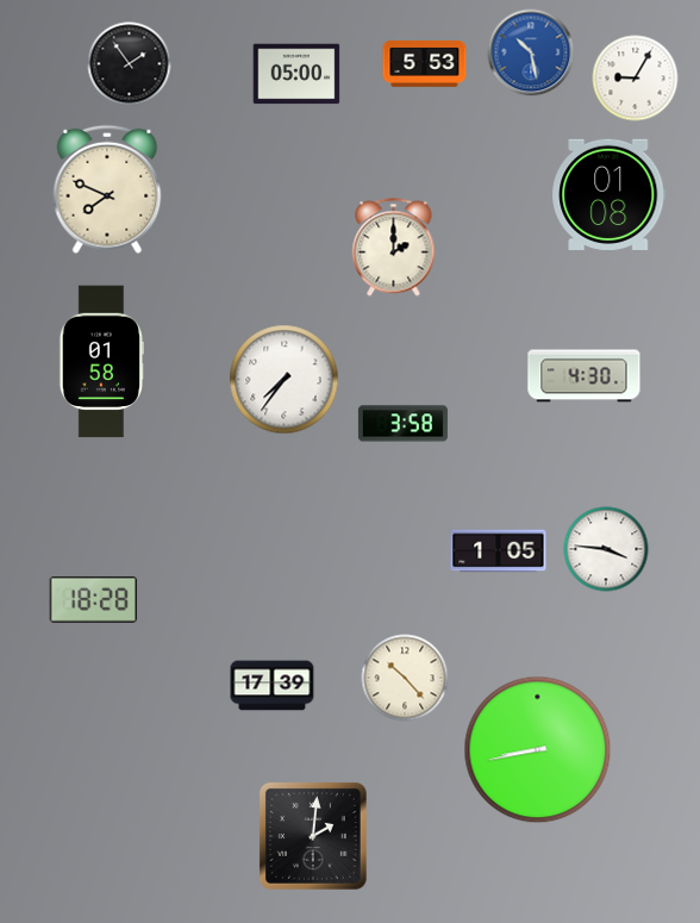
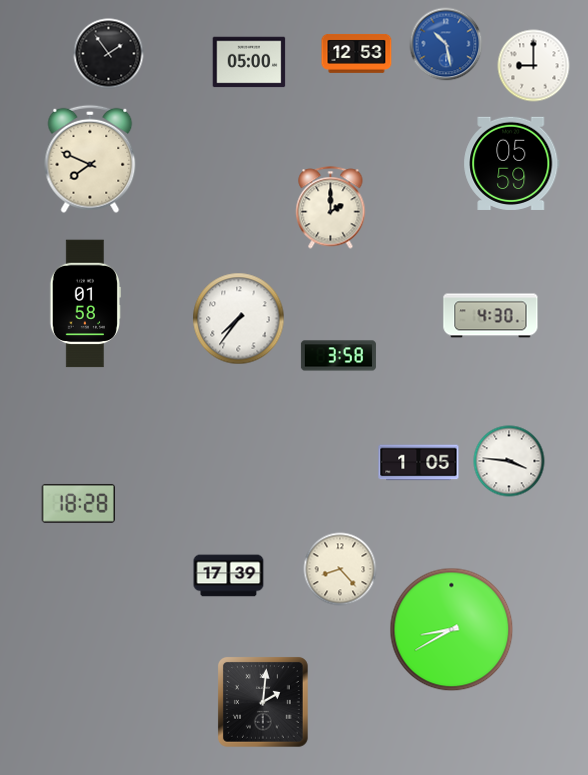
clock at (425, 63): 5:53 -> 12:53
clock at (636, 79): 9:05 -> 9:00
clock at (610, 194): 01:08 -> 05:59
clock at (405, 678): 10:23 -> 8:23
clock at (538, 750): 8:43 -> 8:40
